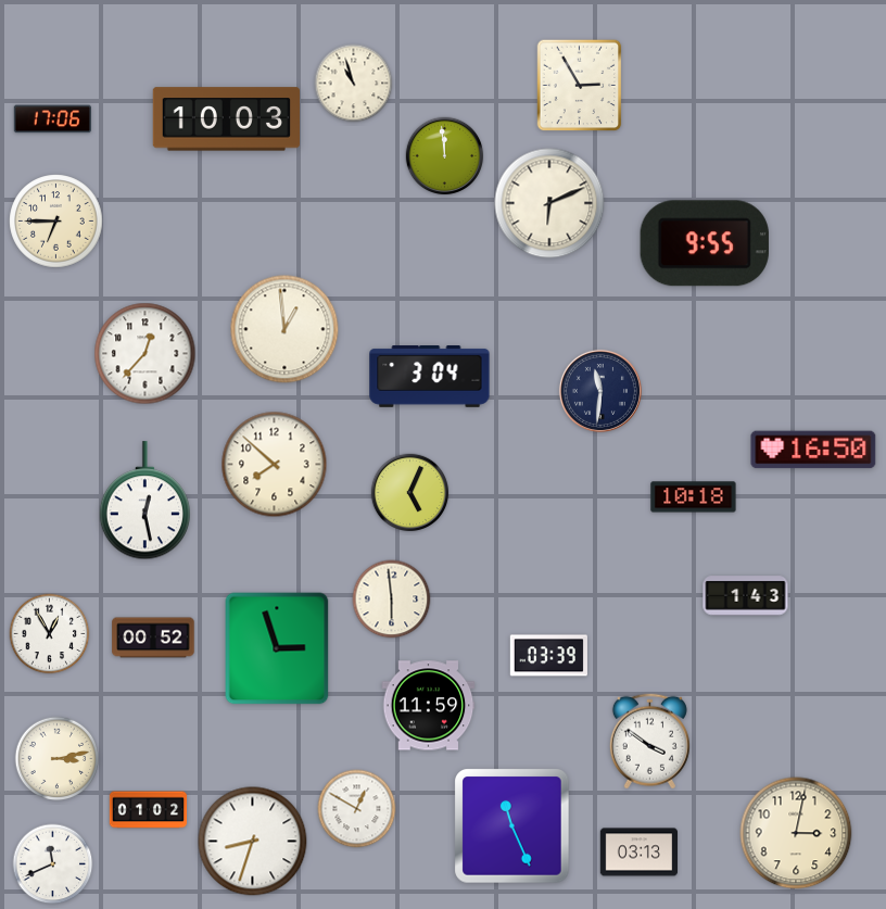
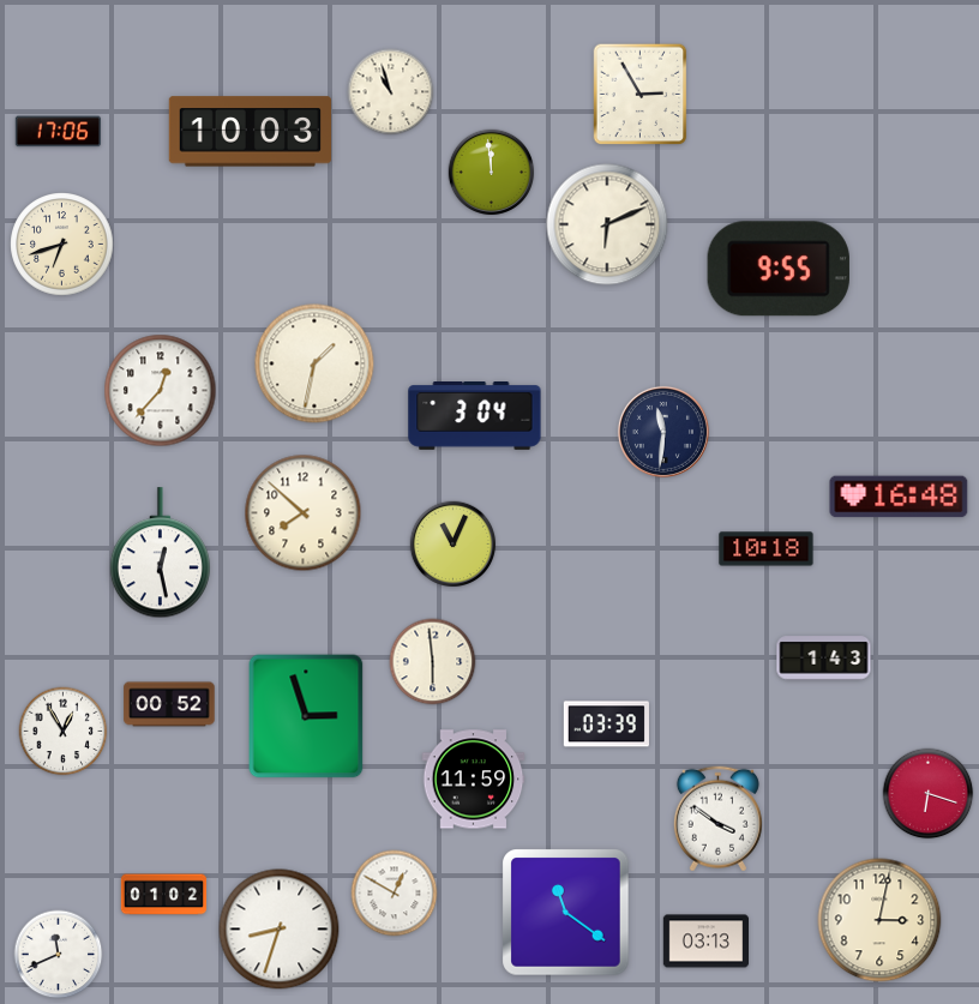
clock at (56, 222): 6:45 -> 6:42
clock at (284, 329): 12:59 -> 1:32
clock at (813, 450): 16:50 -> 16:48
clock at (410, 493): 5:04 -> 11:04
clock at (50, 634) position: (50, 634) -> (64, 732)
clock at (929, 794): none -> 6:18
clock at (58, 759): 3:13 -> none
clock at (512, 826): 11:26 -> 11:21
